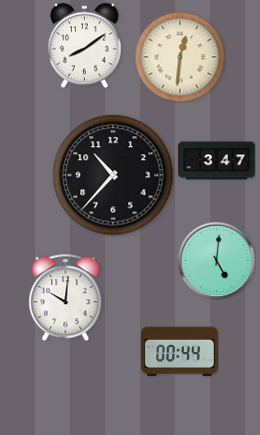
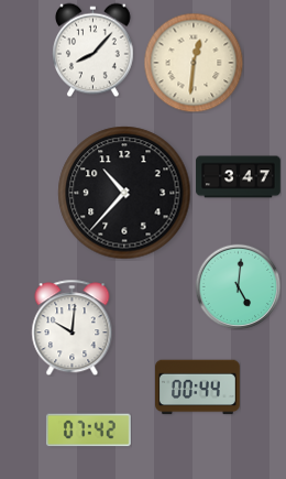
clock at (85, 45): 8:09 -> 8:07
clock at (180, 57) position: (180, 57) -> (194, 63)
clock at (88, 431): none -> 07:42
